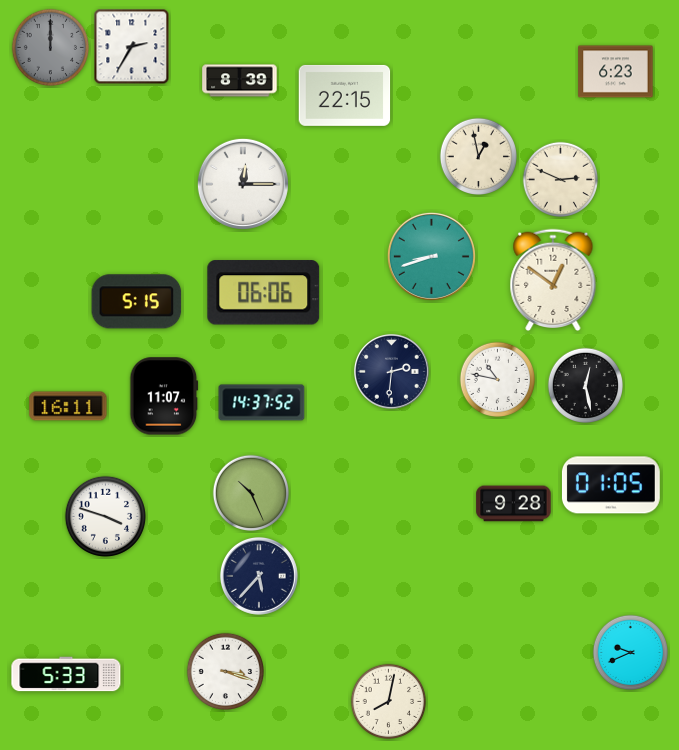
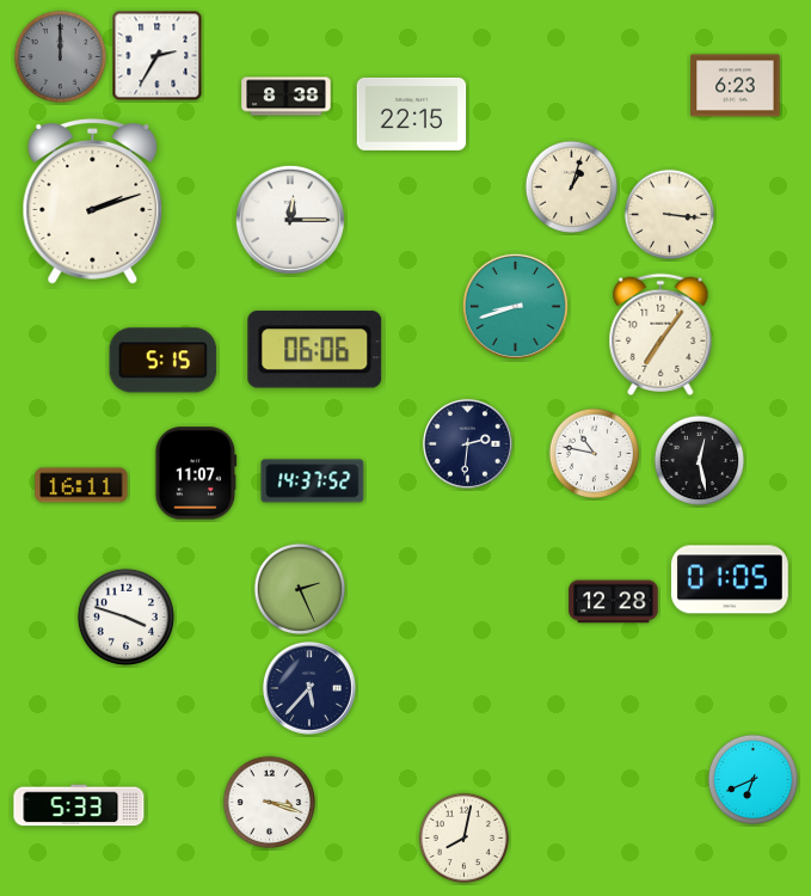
clock at (240, 81): 8:39 -> 8:38
clock at (478, 156): 12:58 -> 1:03
clock at (93, 202): none -> 2:12
clock at (561, 180): 2:49 -> 3:16
clock at (553, 279): 12:51 -> 7:06
clock at (250, 492): 10:26 -> 2:26
clock at (514, 504): 9:28 -> 12:28
clock at (631, 653): 9:41 -> 6:41
